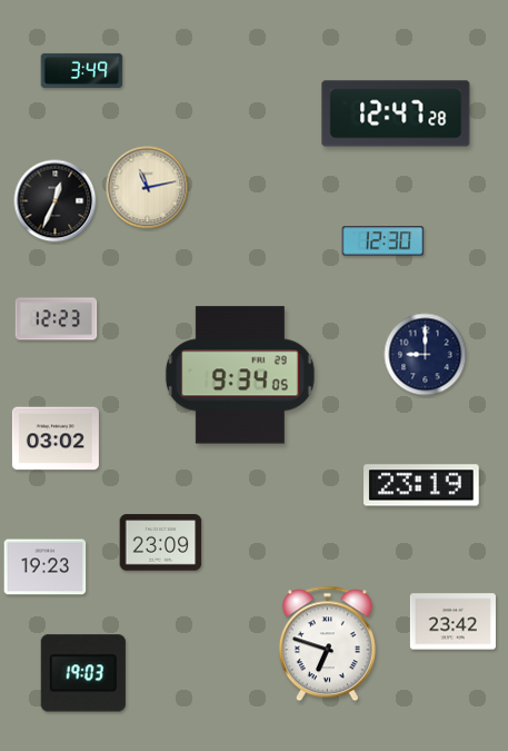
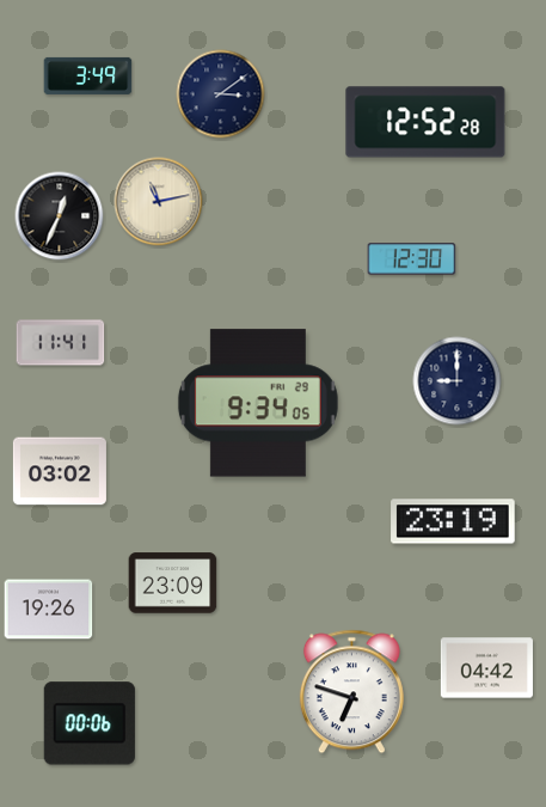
clock at (221, 94): none -> 3:09
clock at (396, 113): 12:47 -> 12:52
clock at (57, 319): 12:23 -> 11:41
clock at (46, 567): 19:23 -> 19:26
clock at (452, 622): 23:42 -> 04:42
clock at (83, 673): 19:03 -> 00:06
